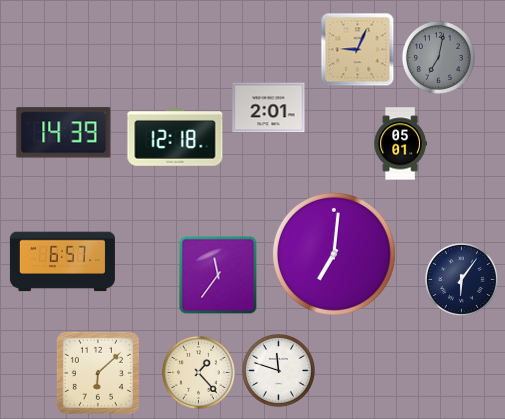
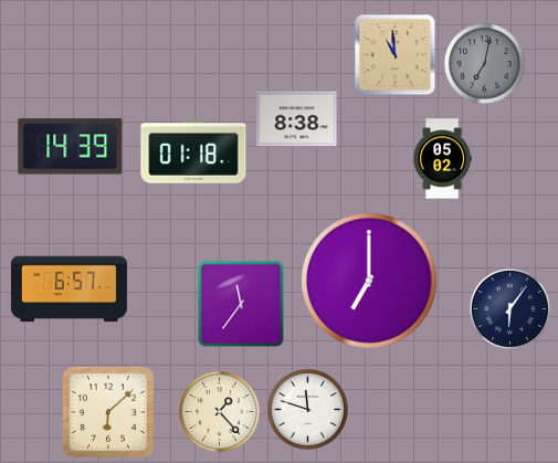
clock at (358, 50): 9:04 -> 10:59
clock at (269, 108): 2:01 -> 8:38
clock at (175, 138): 12:18 -> 01:18
clock at (400, 144): 05:01 -> 05:02
clock at (334, 254): 7:01 -> 7:00
